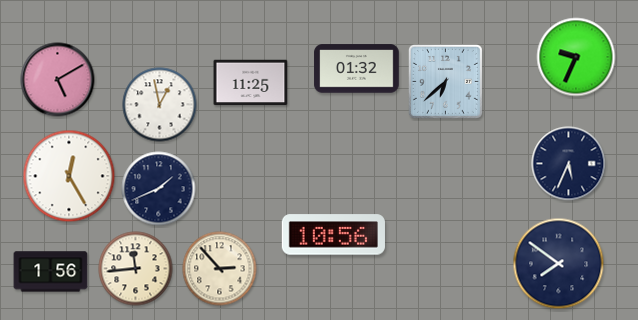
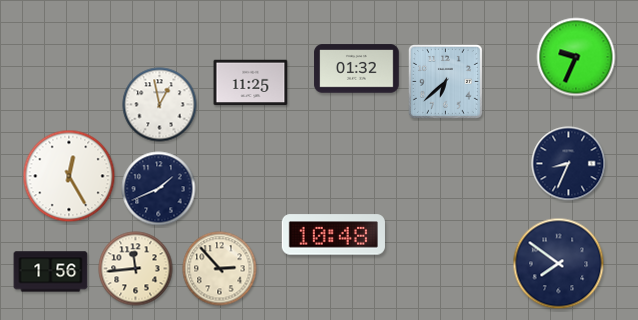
clock at (58, 80): 5:10 -> none
clock at (569, 164): 5:34 -> 8:34
clock at (333, 235): 10:56 -> 10:48
